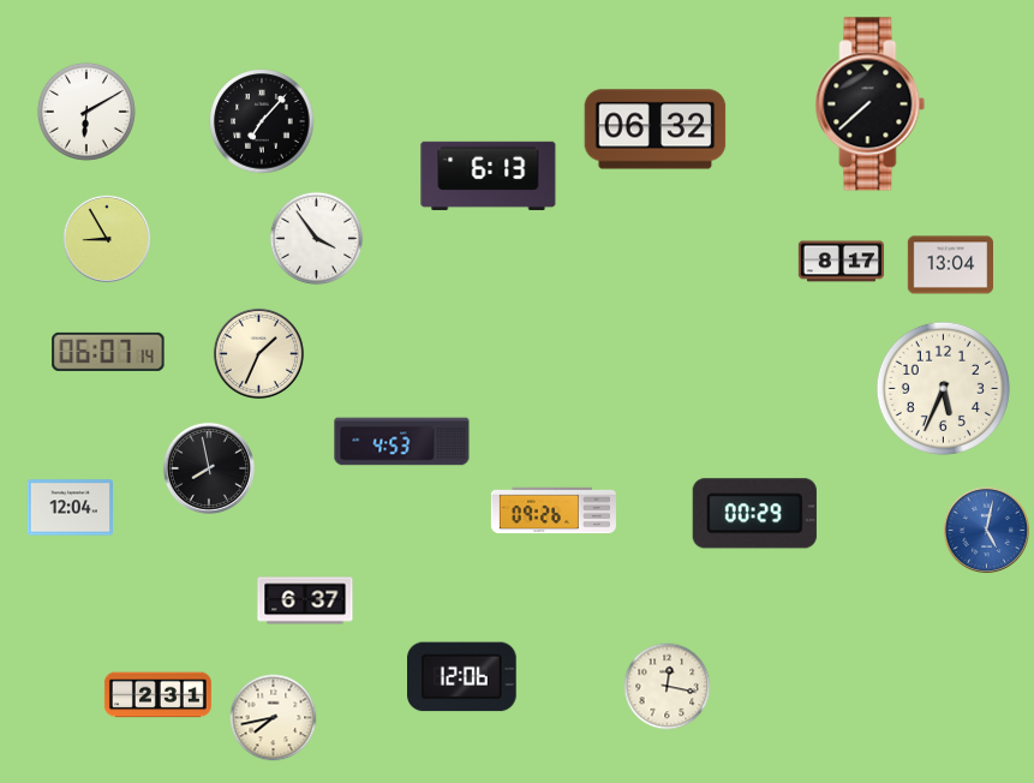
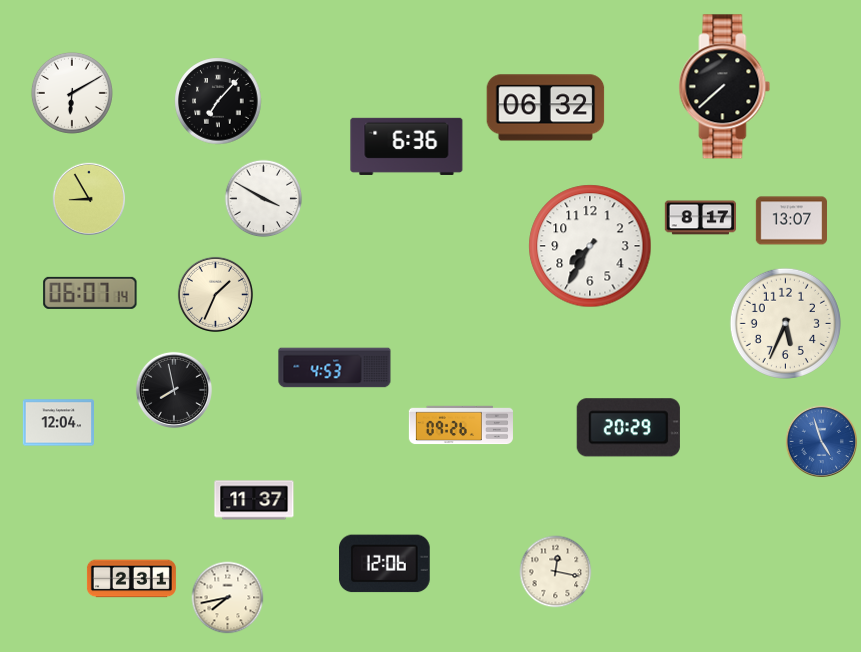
clock at (489, 175): 6:13 -> 6:36
clock at (317, 239): 3:54 -> 3:50
clock at (950, 265): 13:04 -> 13:07
clock at (590, 246): none -> 7:35
clock at (754, 514): 00:29 -> 20:29
clock at (987, 531): 5:02 -> 4:57
clock at (305, 600): 6:37 -> 11:37
